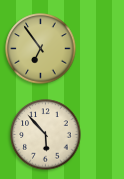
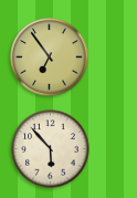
clock at (41, 49) position: (41, 49) -> (50, 58)
